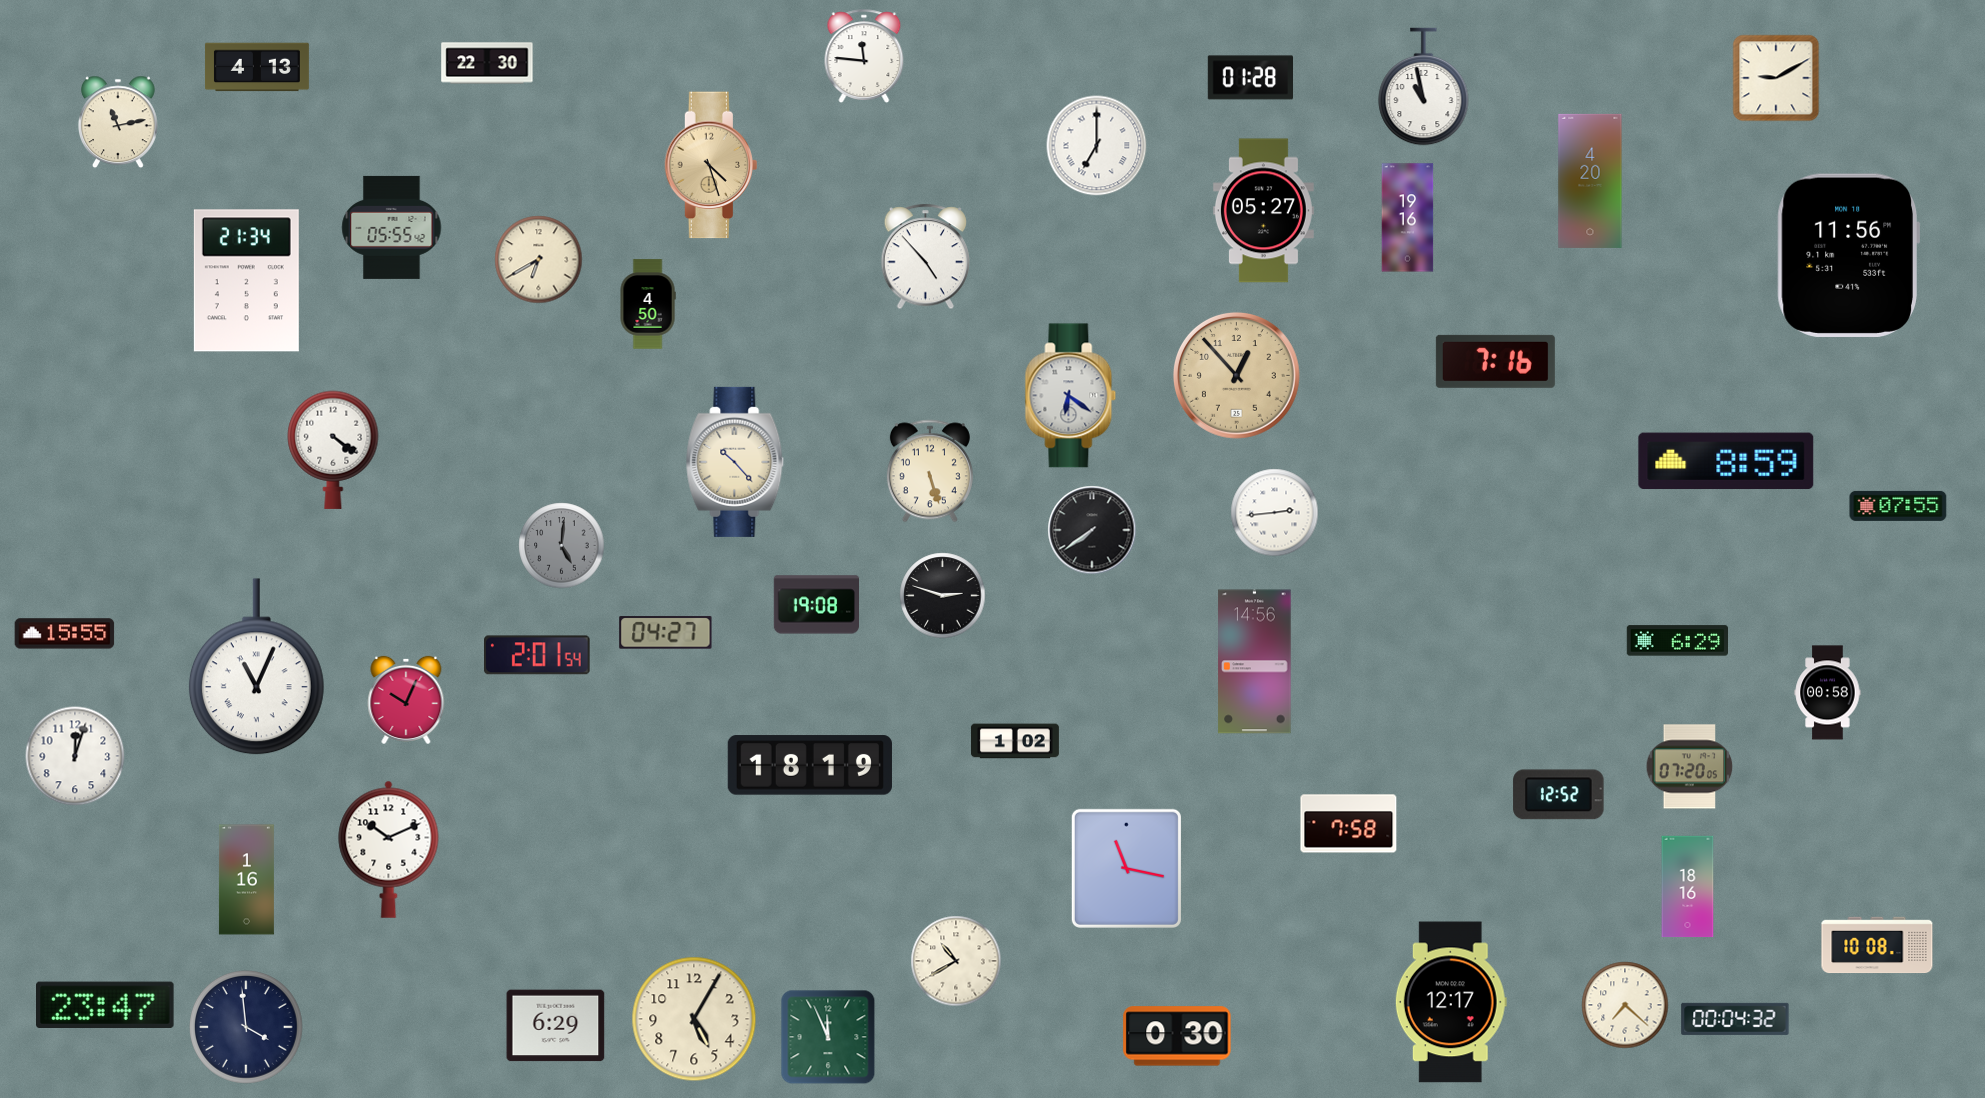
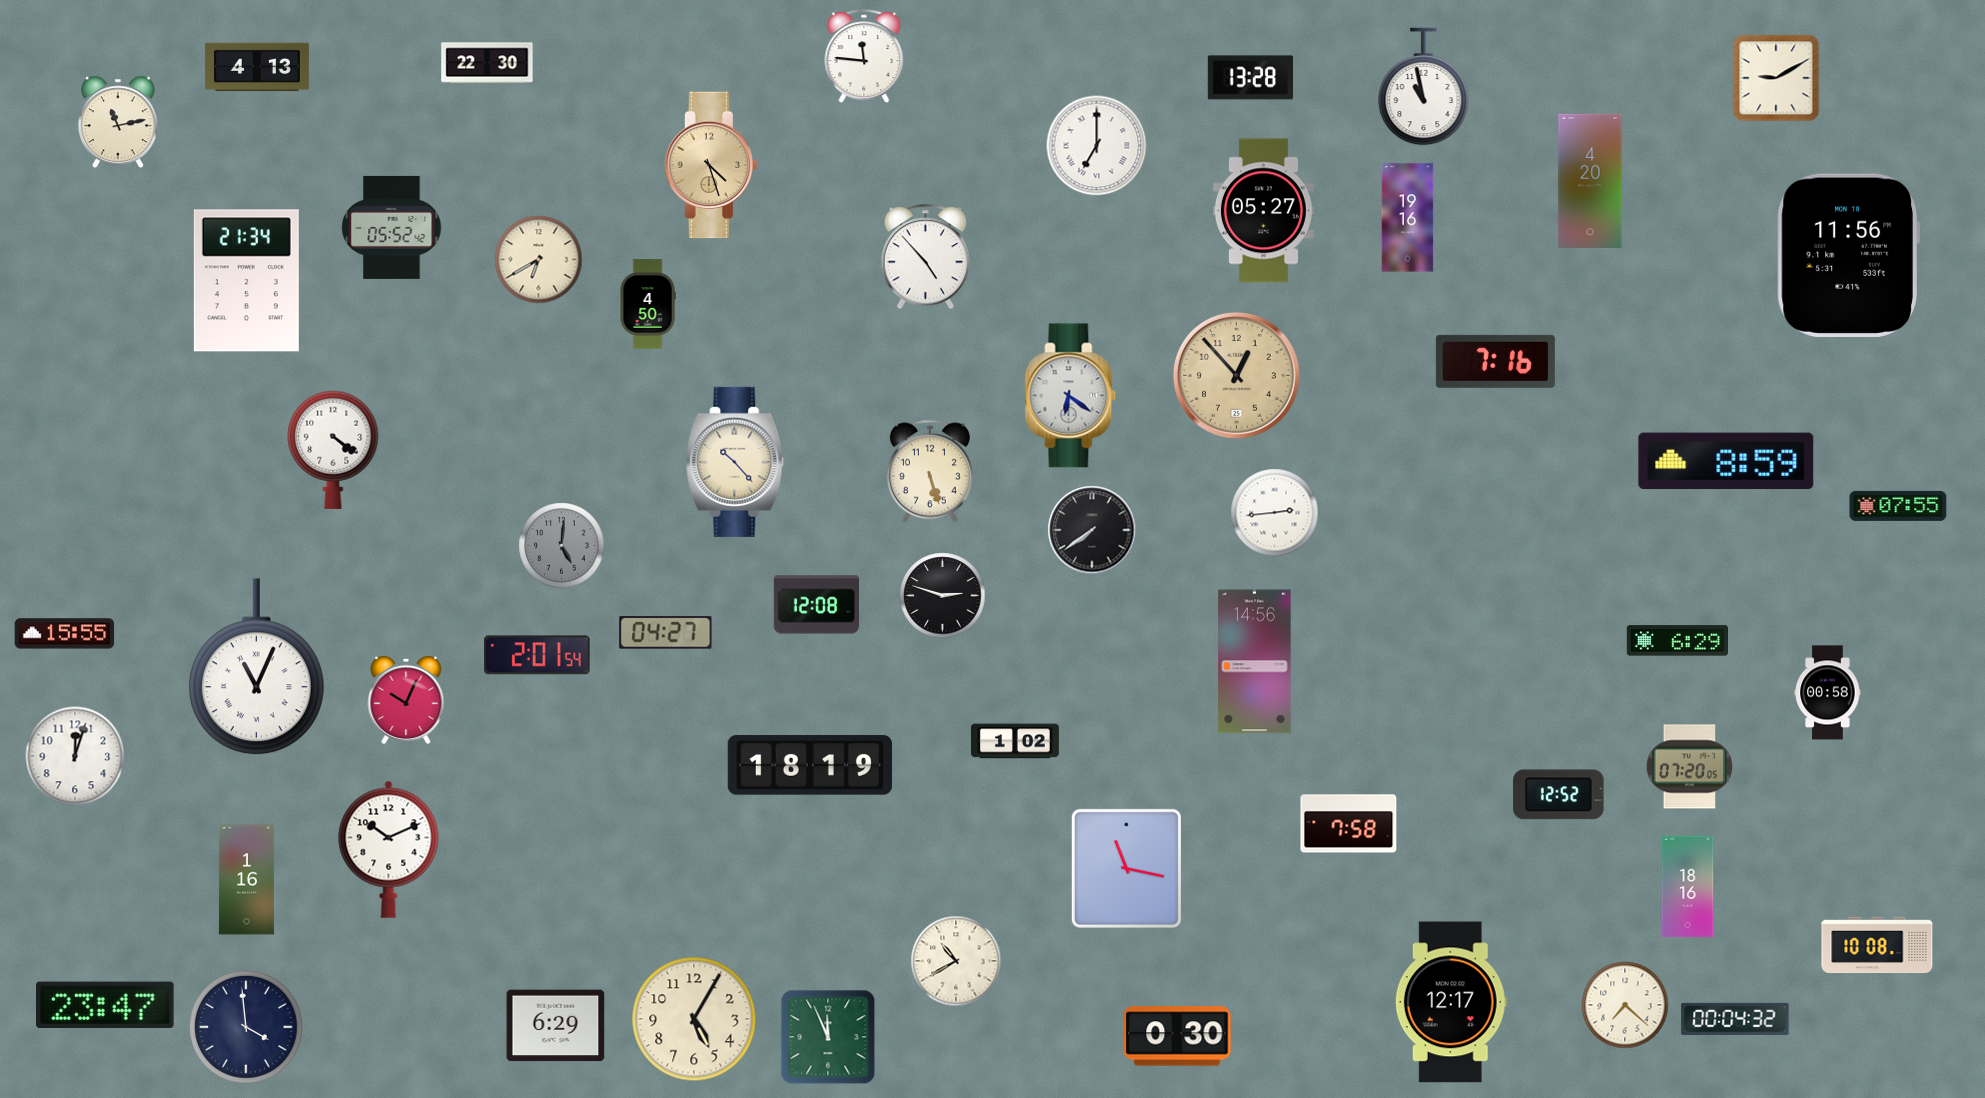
clock at (1250, 78): 01:28 -> 13:28
clock at (392, 227): 05:55 -> 05:52
clock at (816, 605): 19:08 -> 12:08
